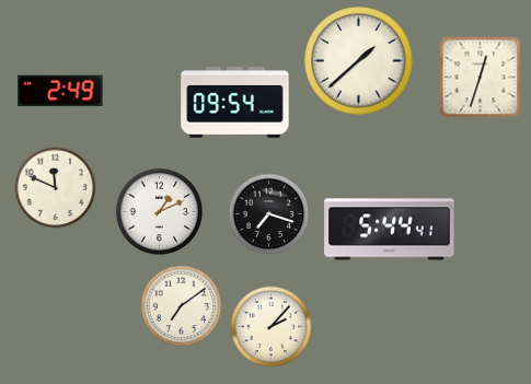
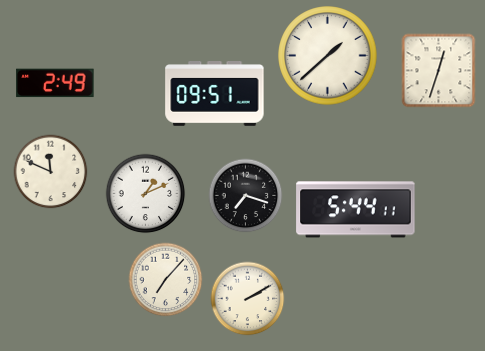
clock at (235, 103): 09:54 -> 09:51
clock at (390, 230): 5:44:41 -> 5:44:11
clock at (182, 306): 7:09 -> 7:07
clock at (272, 327): 2:07 -> 2:10
